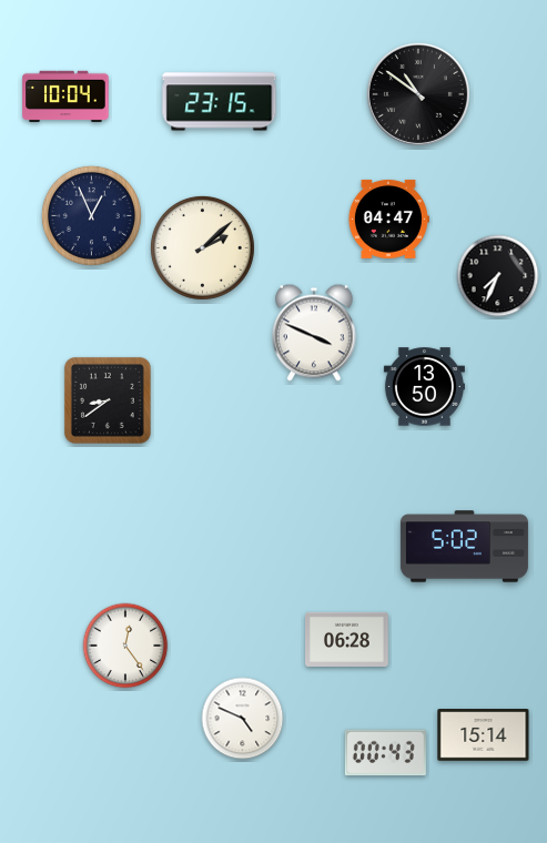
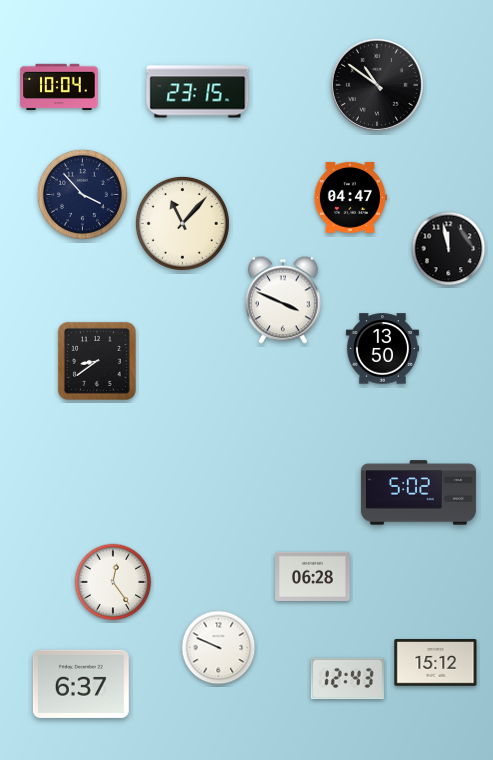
clock at (91, 215): 12:56 -> 3:53
clock at (202, 247): 2:08 -> 11:07
clock at (498, 276): 7:34 -> 11:58
clock at (243, 719): 4:49 -> 9:49
clock at (484, 735): 15:14 -> 15:12
clock at (385, 753): 00:43 -> 12:43
clock at (81, 684): none -> 6:37
